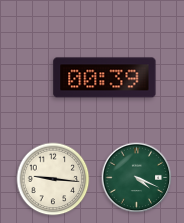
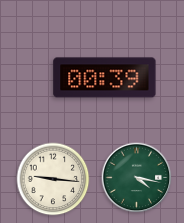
clock at (137, 178): 4:19 -> 4:17
